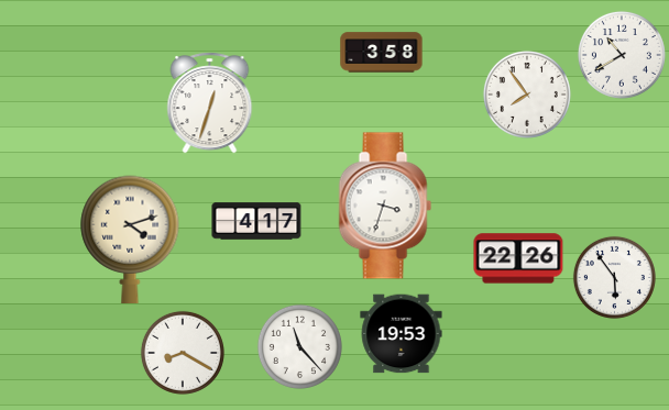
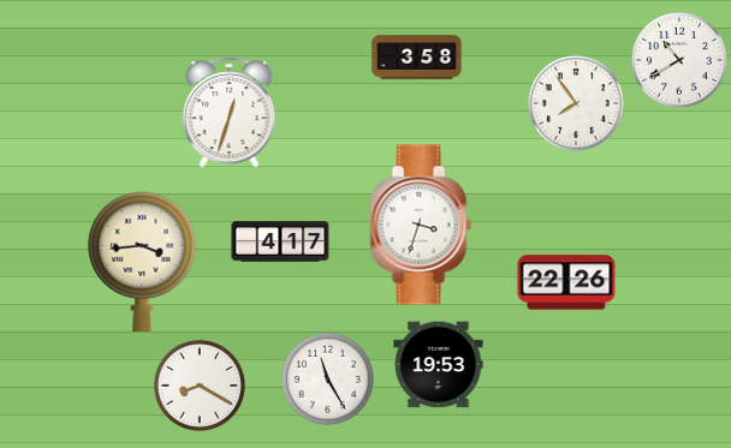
clock at (130, 239): 4:12 -> 3:44
clock at (614, 277): 5:54 -> none
clock at (299, 346): 11:23 -> 11:25
